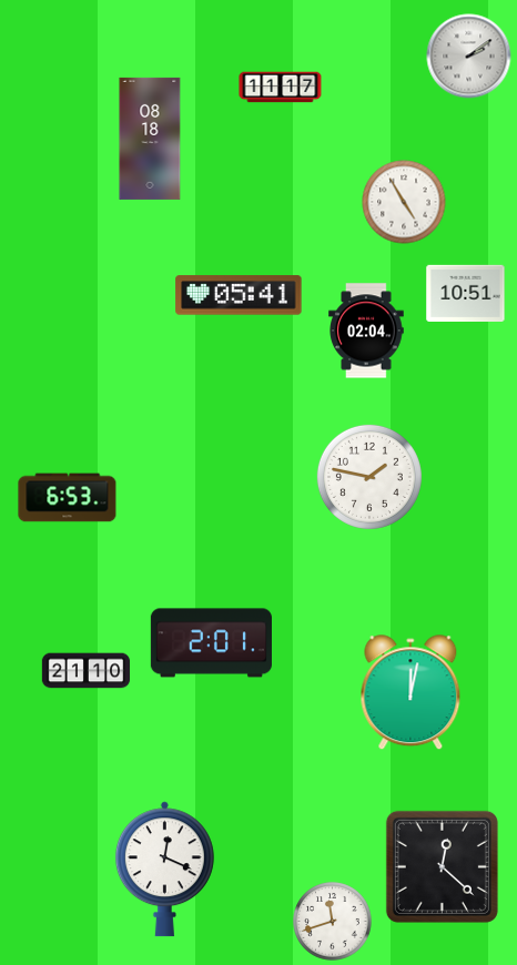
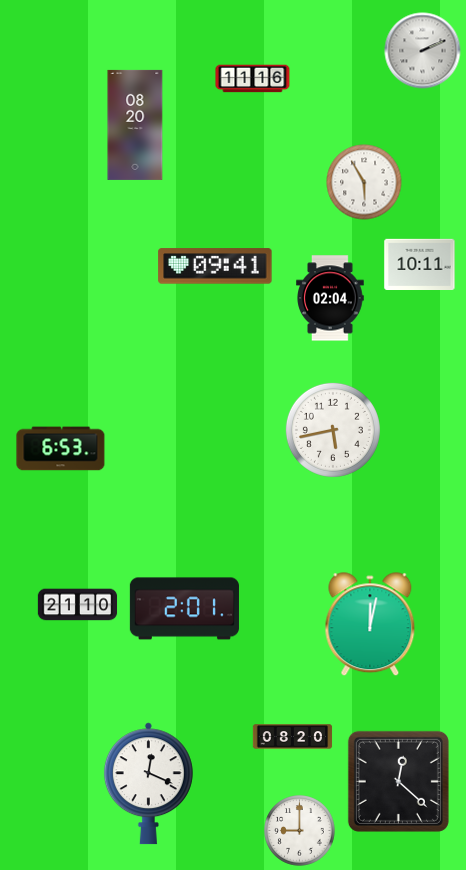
clock at (469, 57): 2:09 -> 2:11
clock at (281, 88): 11:17 -> 11:16
clock at (150, 139): 08:18 -> 08:20
clock at (404, 202): 4:55 -> 5:55
clock at (466, 293): 10:51 -> 10:11
clock at (239, 295): 05:41 -> 09:41
clock at (369, 477): 1:47 -> 5:43
clock at (211, 643) position: (211, 643) -> (184, 609)
clock at (293, 737): none -> 08:20
clock at (333, 922): 11:42 -> 9:00
